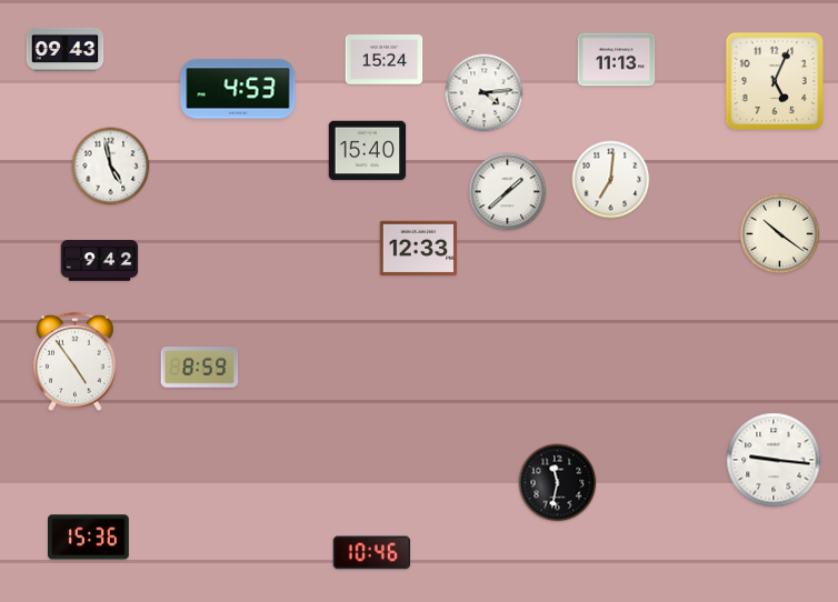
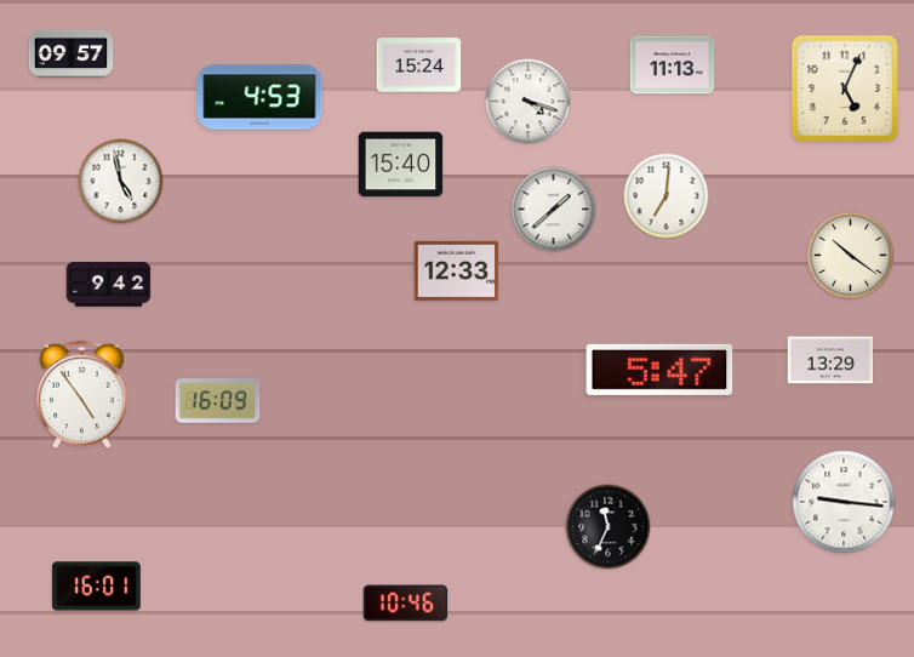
clock at (66, 49): 09:43 -> 09:57
clock at (485, 93): 4:14 -> 4:18
clock at (830, 360): none -> 13:29
clock at (659, 370): none -> 5:47
clock at (200, 368): 8:59 -> 16:09
clock at (558, 483): 11:32 -> 11:34
clock at (89, 538): 15:36 -> 16:01
